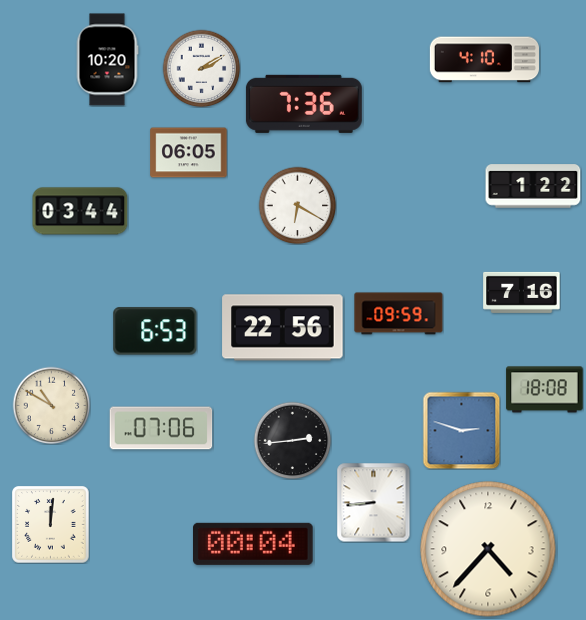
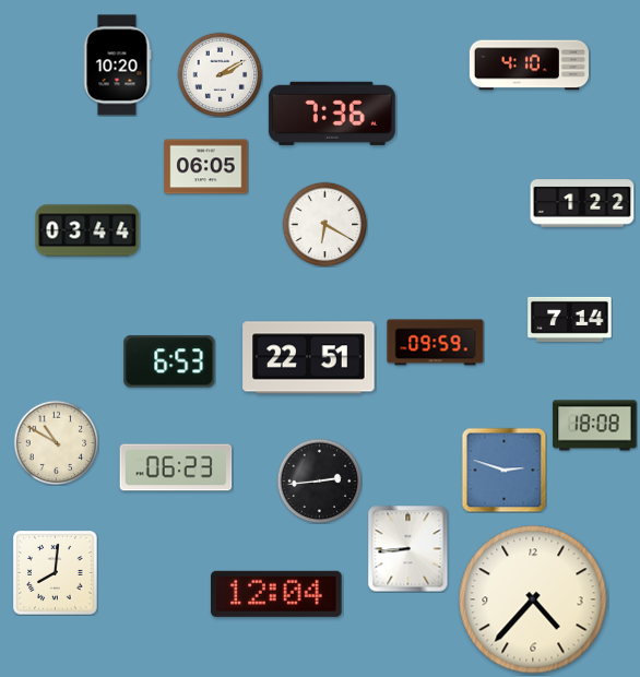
clock at (522, 292): 7:16 -> 7:14
clock at (283, 328): 22:56 -> 22:51
clock at (161, 428): 07:06 -> 06:23
clock at (51, 525): 12:01 -> 8:01
clock at (254, 544): 00:04 -> 12:04
